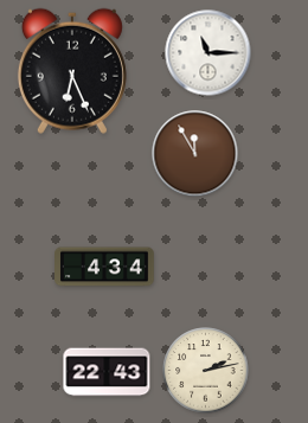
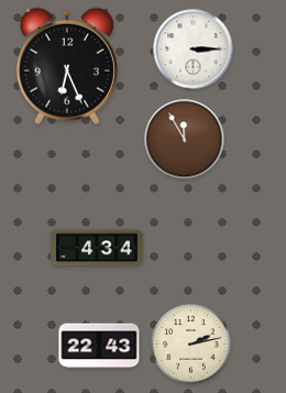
clock at (208, 53): 11:15 -> 3:15
clock at (195, 154) position: (195, 154) -> (185, 140)
